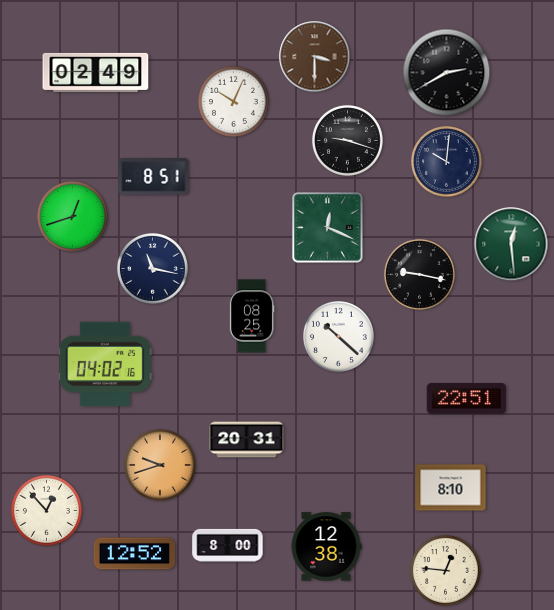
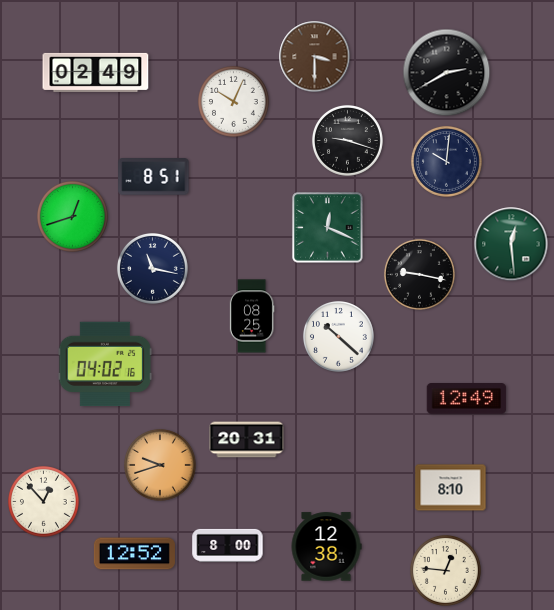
clock at (467, 399): 22:51 -> 12:49
clock at (46, 510) position: (46, 510) -> (43, 501)
